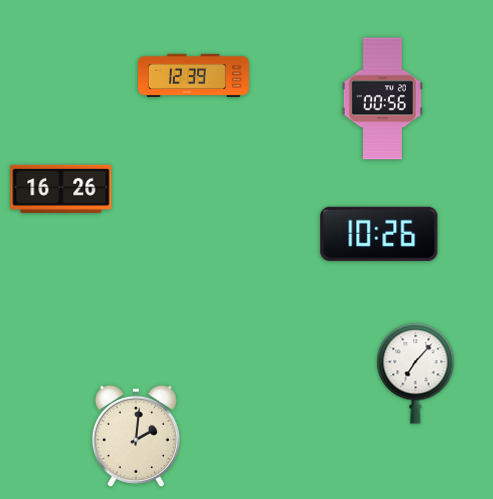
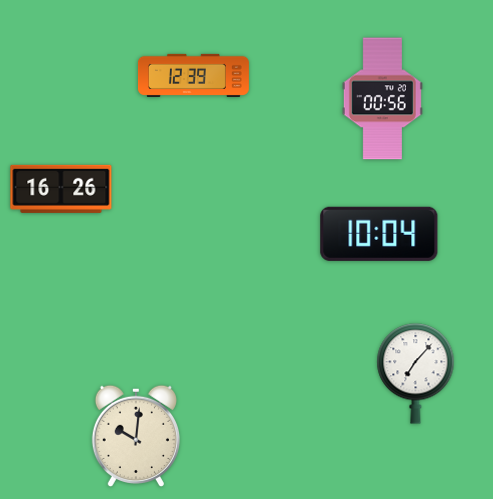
clock at (379, 234): 10:26 -> 10:04
clock at (135, 436): 2:01 -> 10:01
